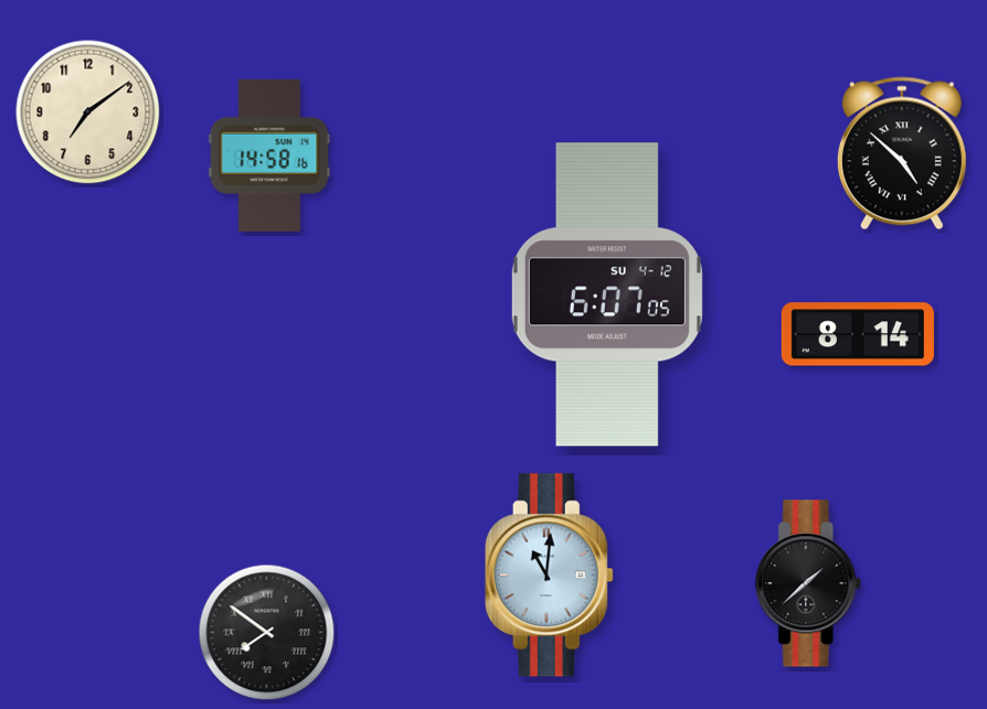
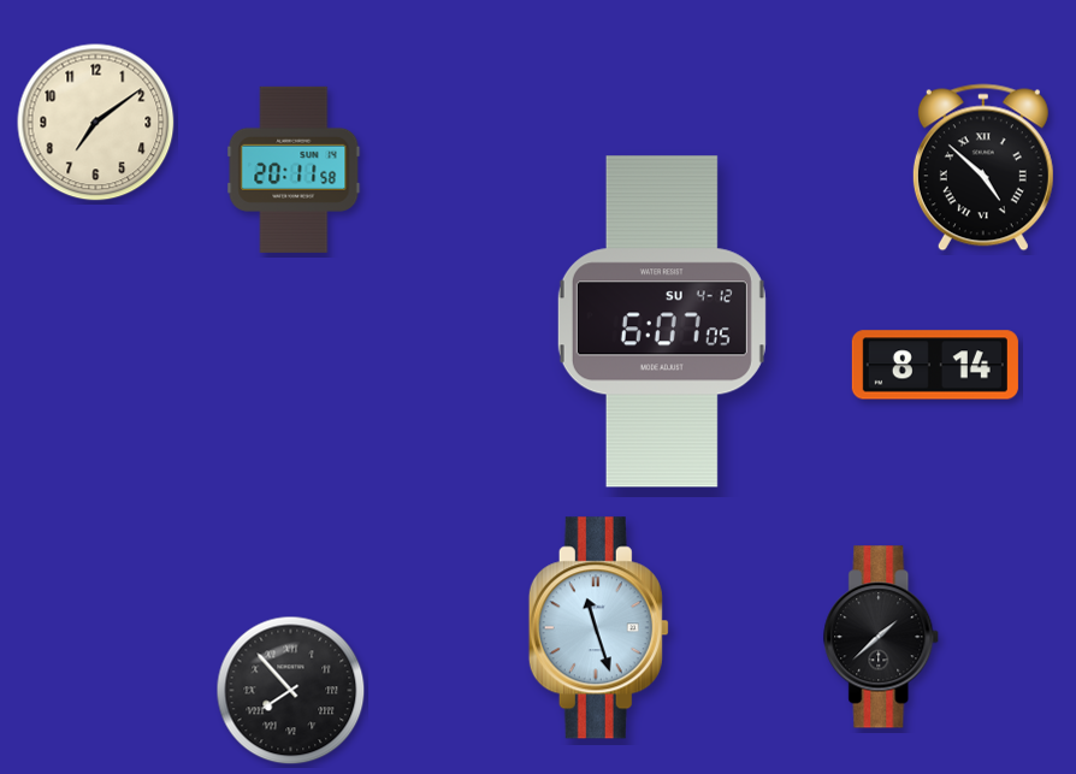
clock at (269, 155): 14:58 -> 20:11
clock at (549, 576): 11:01 -> 11:27
clock at (267, 633): 7:51 -> 7:53
